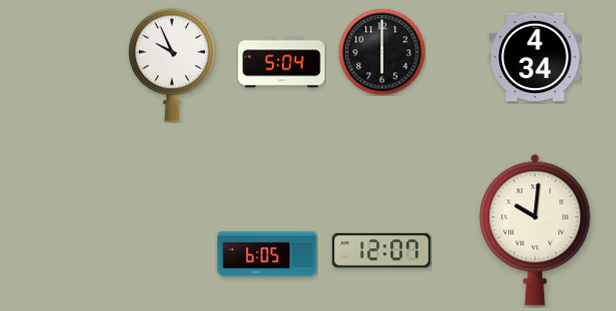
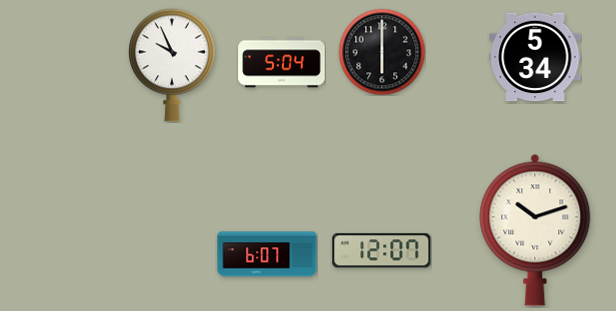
clock at (535, 57): 4:34 -> 5:34
clock at (535, 230): 10:01 -> 10:12
clock at (267, 254): 6:05 -> 6:07
